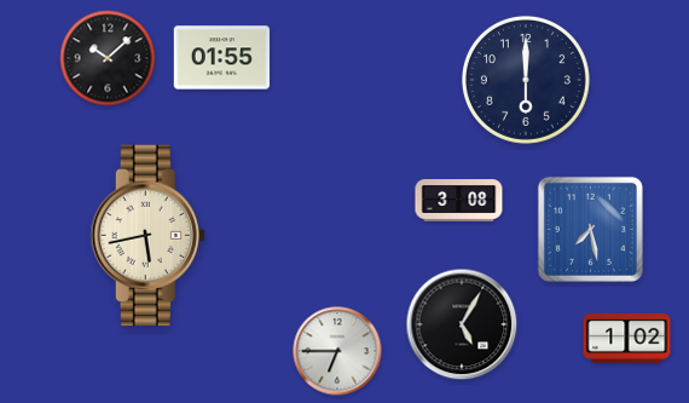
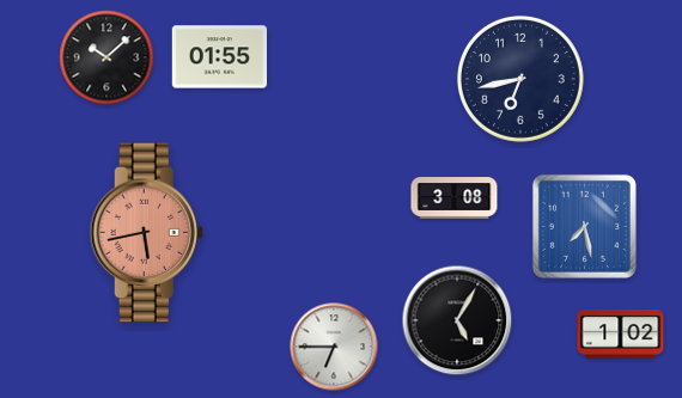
clock at (526, 80): 6:00 -> 6:43
clock at (147, 236) dial: cream -> salmon
